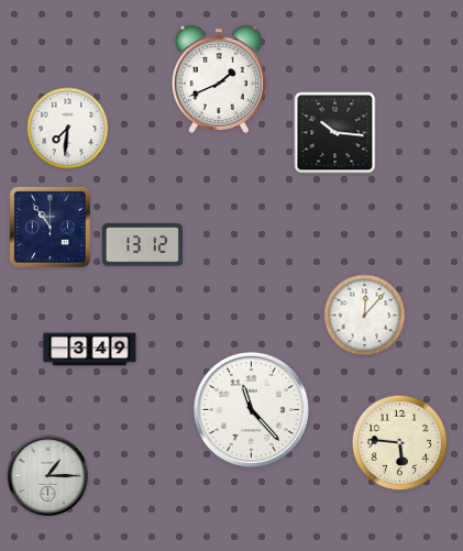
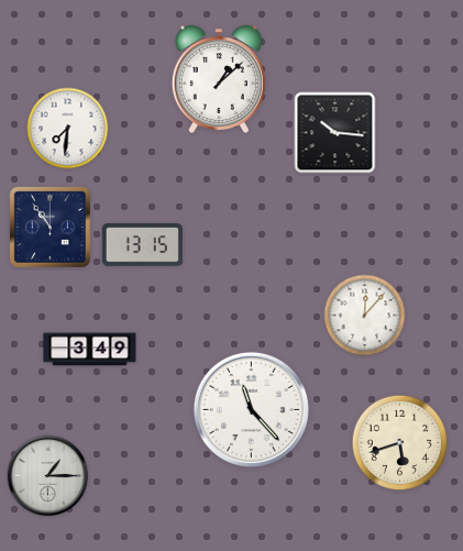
clock at (219, 79): 1:41 -> 1:08
clock at (142, 245): 13:12 -> 13:15
clock at (400, 443): 5:46 -> 5:42
